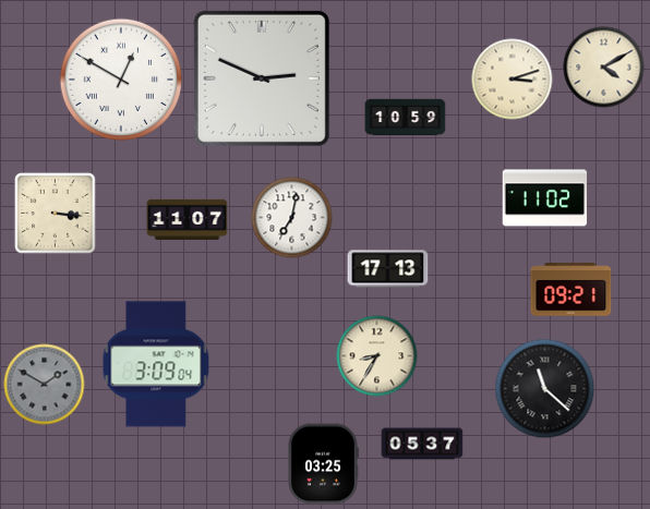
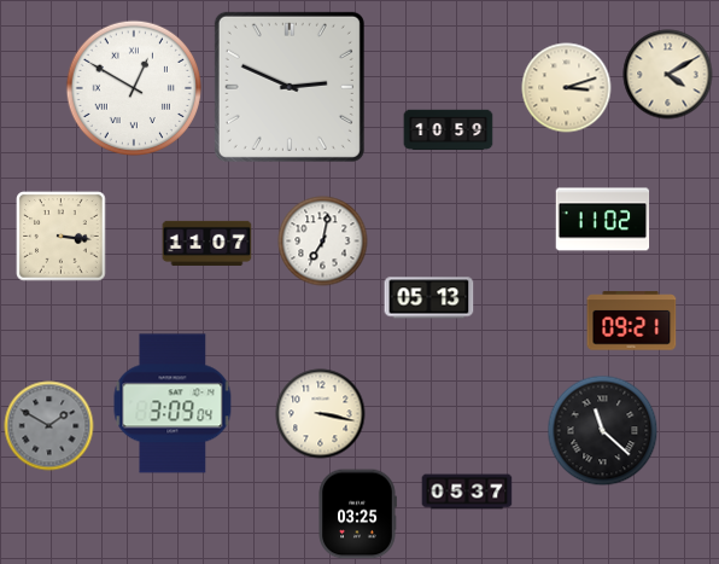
clock at (388, 269): 17:13 -> 05:13
clock at (377, 356): 8:35 -> none
clock at (321, 414): none -> 3:17
